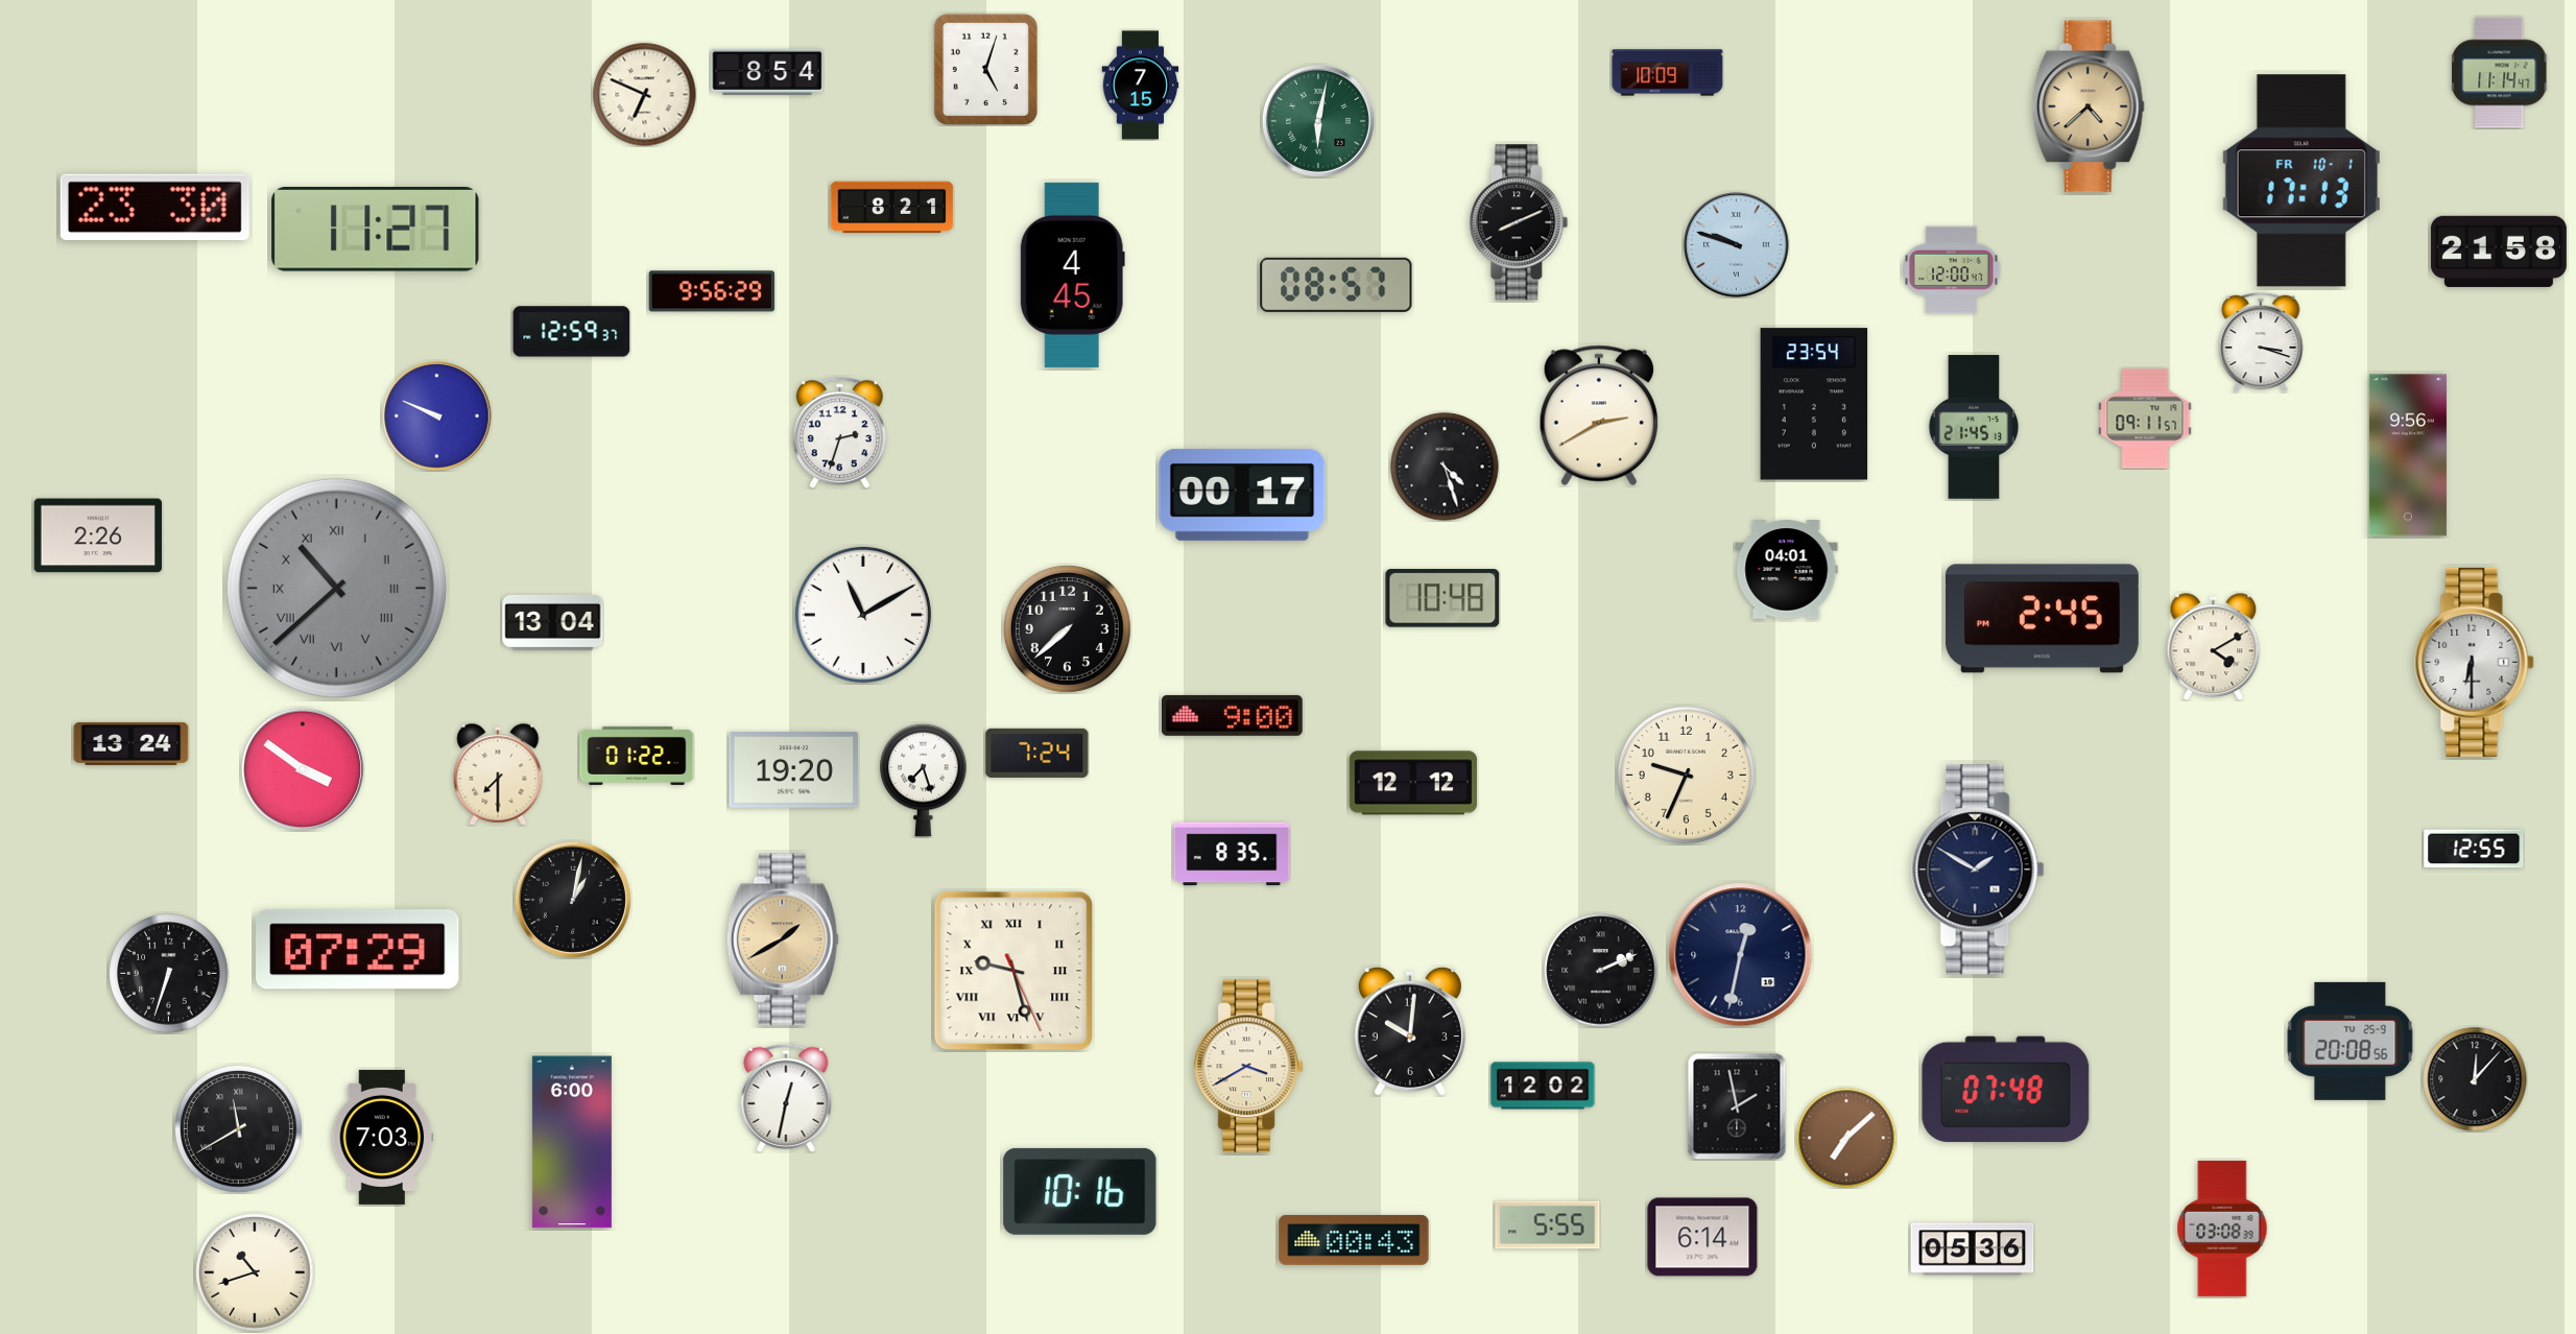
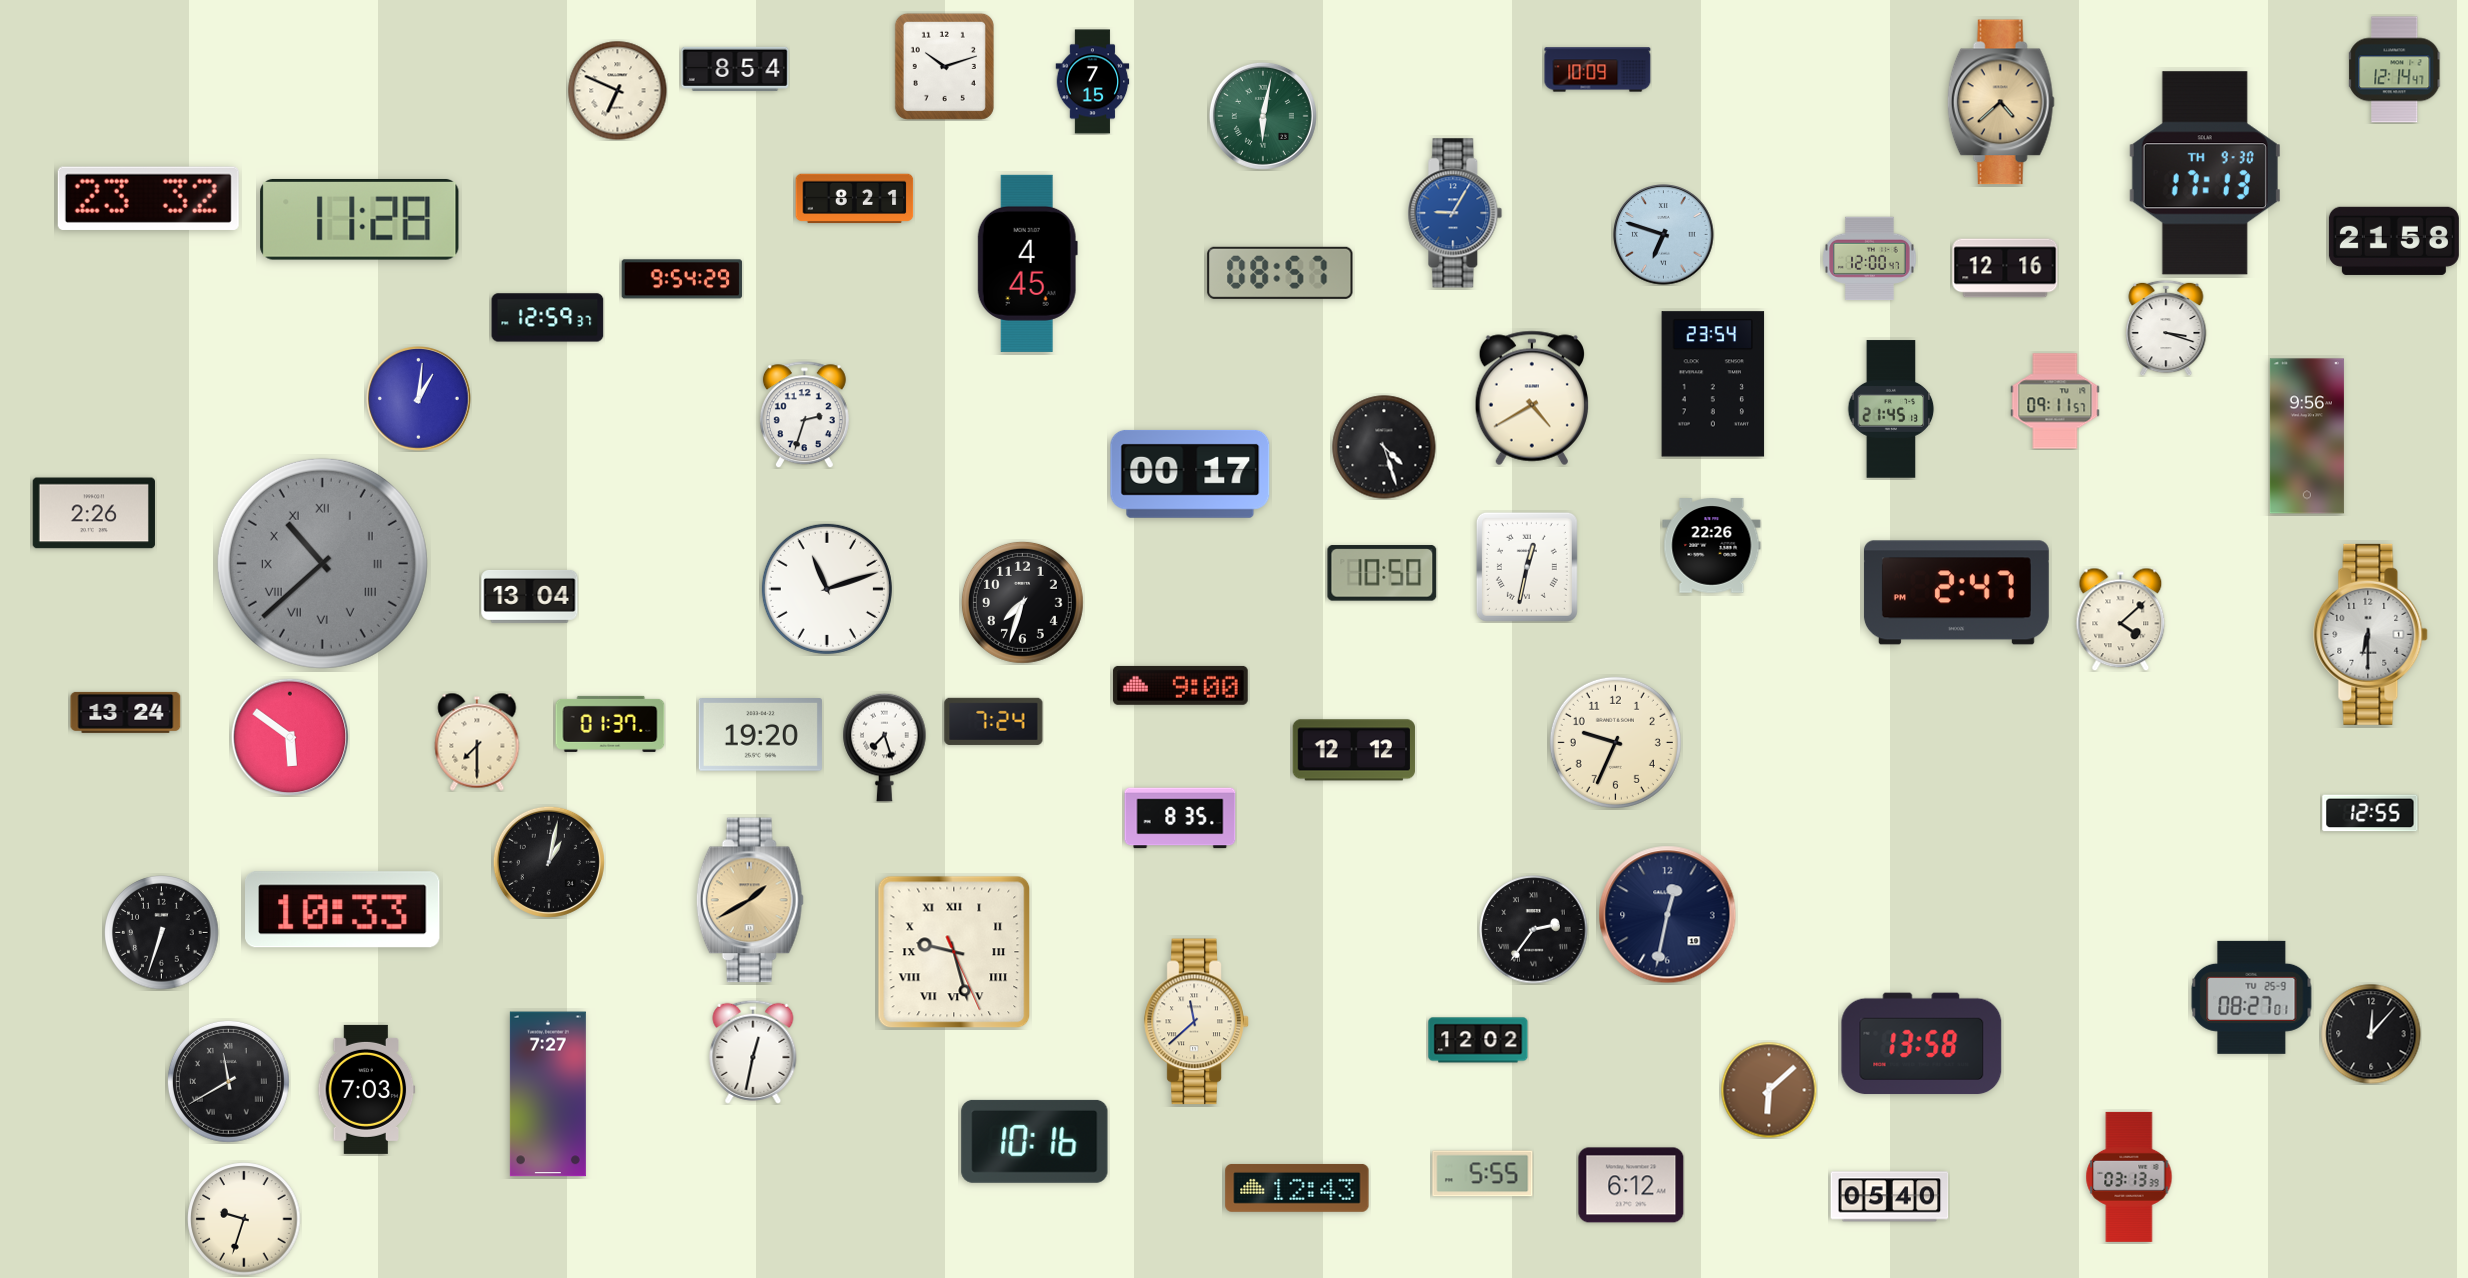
clock at (985, 69): 5:03 -> 10:12
clock at (2500, 73): 11:14 -> 12:14
clock at (2301, 181) date: FR 10-1 -> TH 9-30
clock at (154, 207): 23:30 -> 23:32
clock at (1519, 222): 8:11 -> 9:05
clock at (1519, 222) dial: black -> blue
clock at (376, 229): 11:27 -> 11:28
clock at (1737, 245): 9:48 -> 6:48
clock at (2005, 268): none -> 12:16
clock at (712, 291): 9:56 -> 9:54
clock at (1814, 404) position: (1814, 404) -> (1713, 384)
clock at (1599, 415): 2:40 -> 4:40
clock at (437, 416): 9:49 -> 1:01
clock at (1787, 570): 04:01 -> 22:26
clock at (1527, 567): none -> 12:32
clock at (1442, 598): 10:48 -> 10:50
clock at (863, 615): 11:10 -> 11:12
clock at (2042, 619): 2:45 -> 2:47
clock at (1067, 628): 7:38 -> 7:33
clock at (2214, 646): 4:10 -> 4:08
clock at (637, 756): 01:22 -> 01:37
clock at (303, 769): 3:51 -> 5:51
clock at (793, 770) position: (793, 770) -> (760, 735)
clock at (1978, 870): 1:50 -> none
clock at (358, 950): 07:29 -> 10:33
clock at (1013, 971) position: (1013, 971) -> (954, 952)
clock at (1601, 971): 2:11 -> 2:36
clock at (1410, 1031): 10:01 -> none
clock at (2351, 1041): 20:08 -> 08:27
clock at (1249, 1067): 3:40 -> 11:38
clock at (2006, 1090): 07:48 -> 13:58
clock at (1737, 1106): 1:58 -> none
clock at (1846, 1138): 7:08 -> 6:08
clock at (572, 1142): 6:00 -> 7:27
clock at (2222, 1229): 03:08 -> 03:13
clock at (1702, 1237): 6:14 -> 6:12
clock at (1354, 1240): 00:43 -> 12:43
clock at (1973, 1249): 05:36 -> 05:40
clock at (255, 1272): 10:42 -> 9:33
